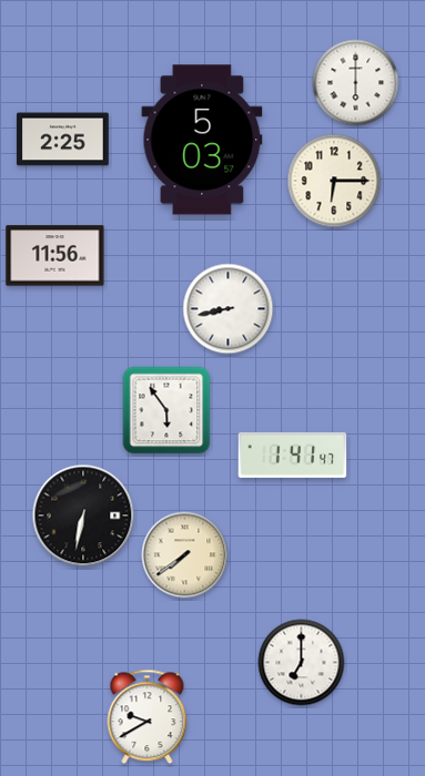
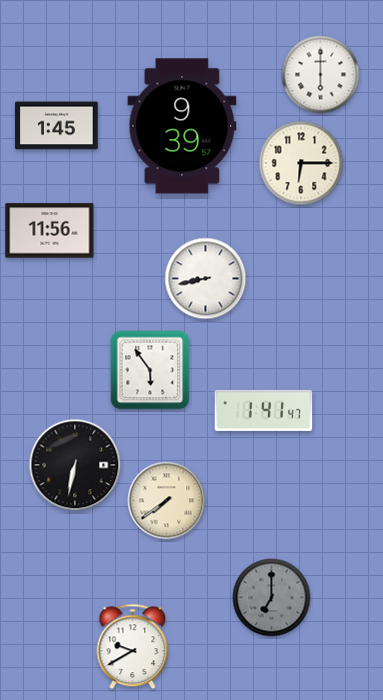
clock at (63, 140): 2:25 -> 1:45
clock at (202, 140): 5:03 -> 9:39
clock at (302, 663) dial: white -> grey
